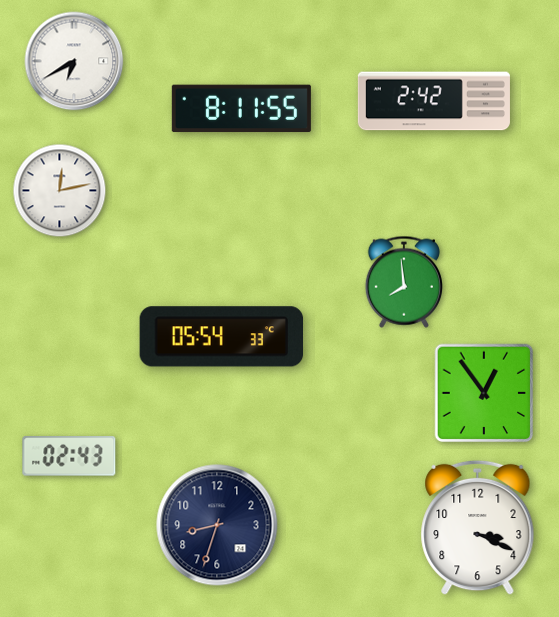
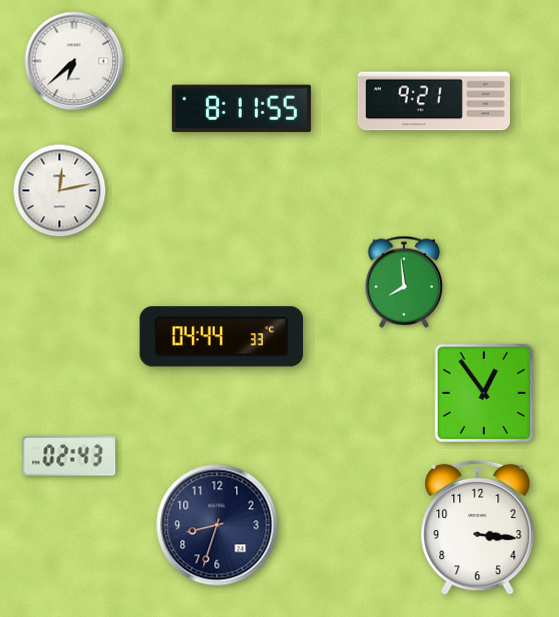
clock at (74, 61): 6:40 -> 6:38
clock at (434, 101): 2:42 -> 9:21
clock at (222, 337): 05:54 -> 04:44
clock at (478, 528): 3:19 -> 3:16
